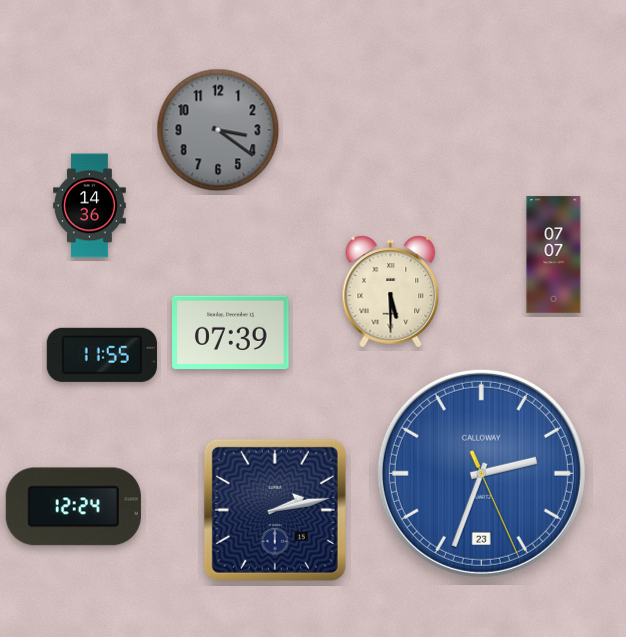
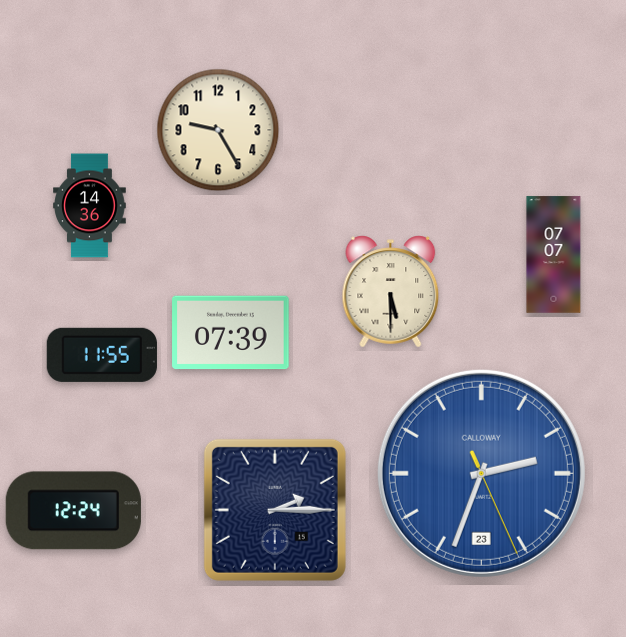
clock at (218, 130): 3:21 -> 9:25
clock at (218, 130) dial: grey -> cream
clock at (73, 507) position: (73, 507) -> (73, 511)
clock at (275, 510): 2:13 -> 2:15
